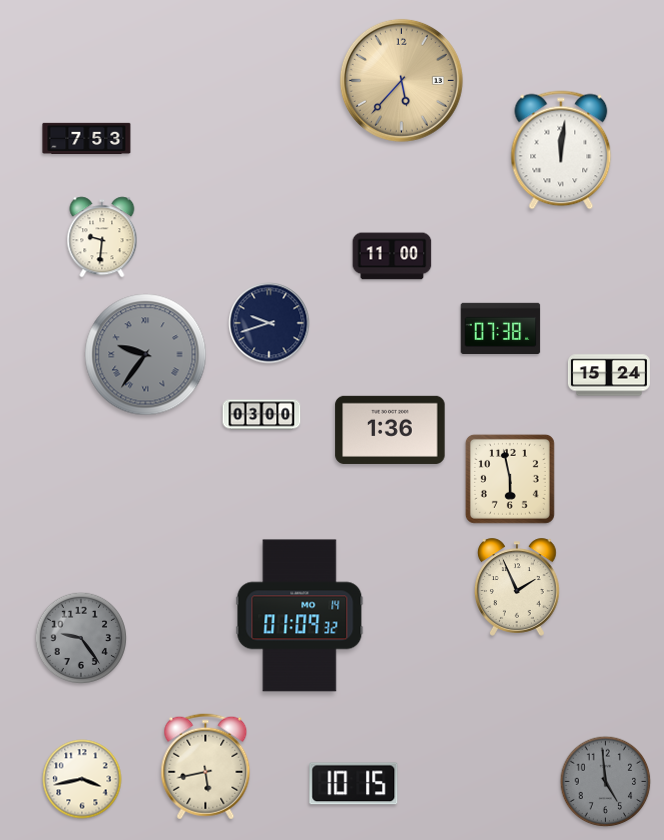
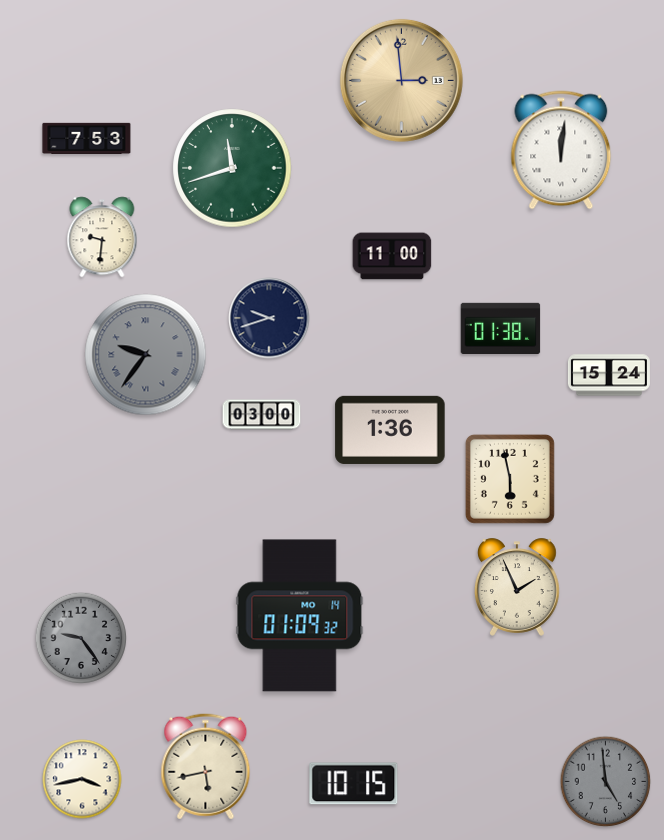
clock at (401, 80): 5:37 -> 2:59
clock at (232, 168): none -> 11:42
clock at (269, 323) position: (269, 323) -> (269, 318)
clock at (501, 328): 07:38 -> 01:38
